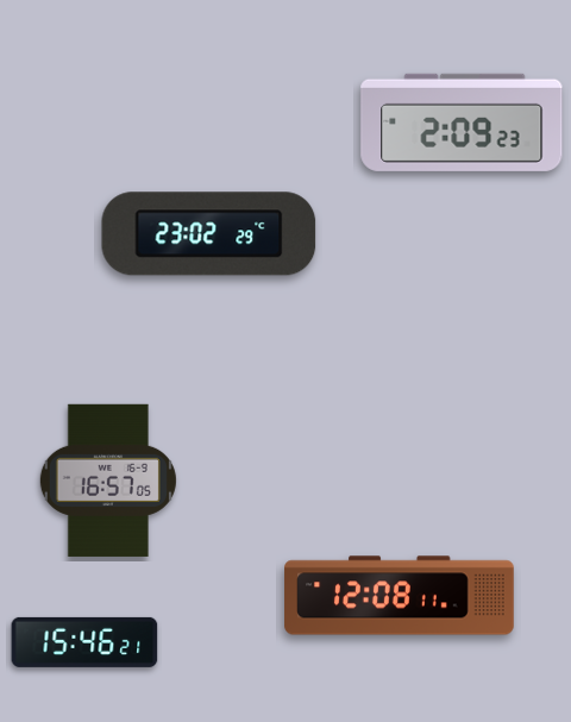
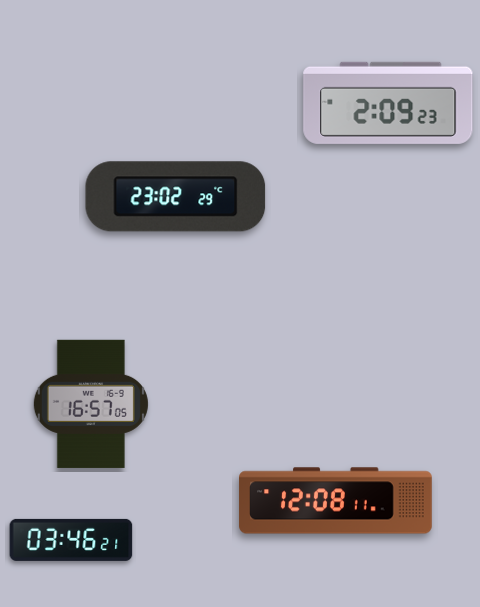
clock at (84, 642): 15:46 -> 03:46
